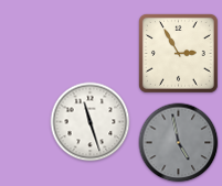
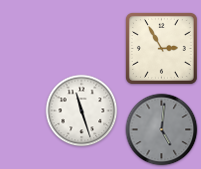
clock at (179, 143): 4:58 -> 5:01
